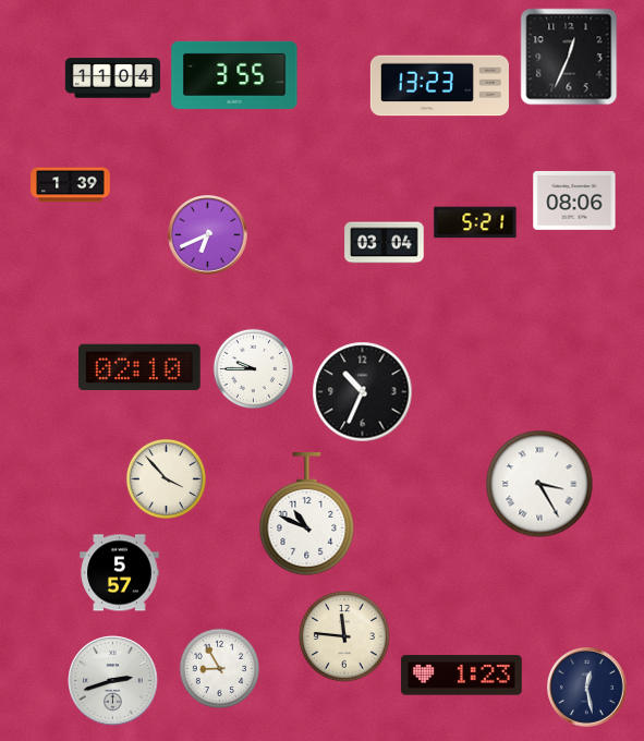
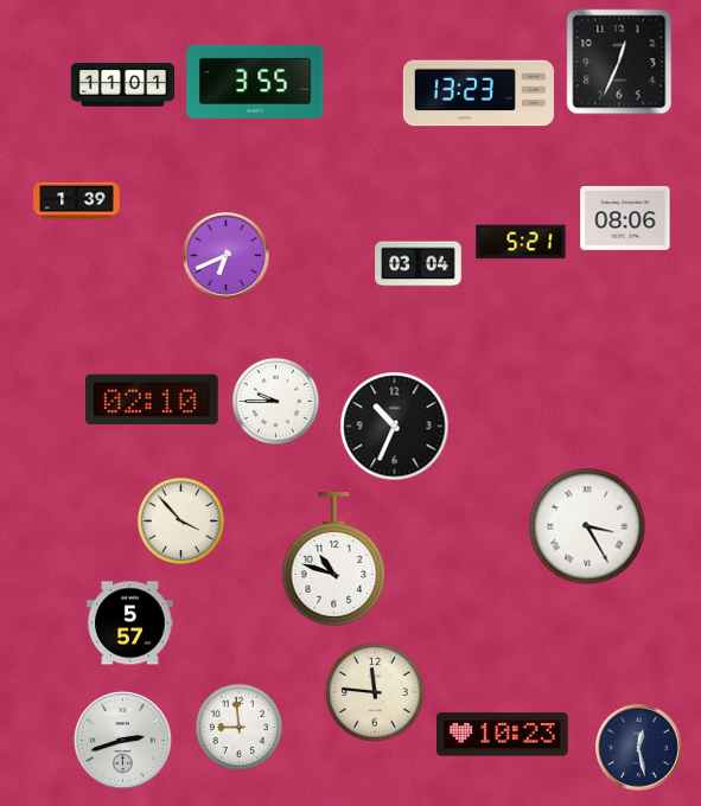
clock at (112, 78): 11:04 -> 11:01
clock at (475, 222) position: (475, 222) -> (521, 242)
clock at (307, 514): 10:49 -> 10:48
clock at (219, 668): 8:55 -> 8:59
clock at (461, 676): 1:23 -> 10:23
